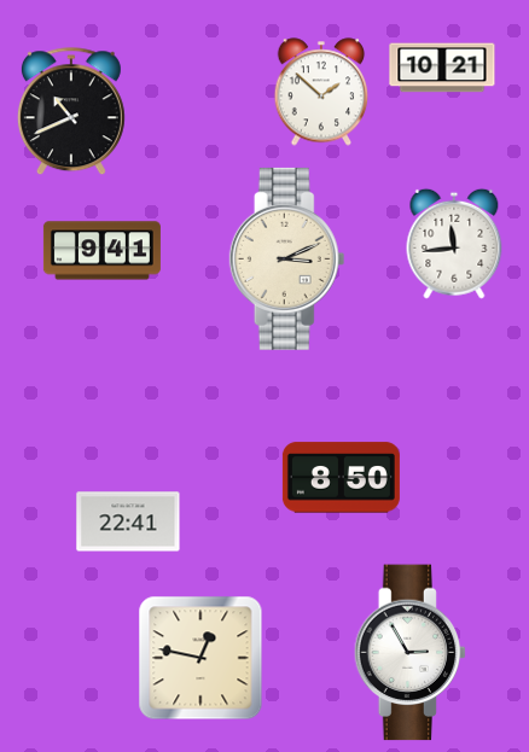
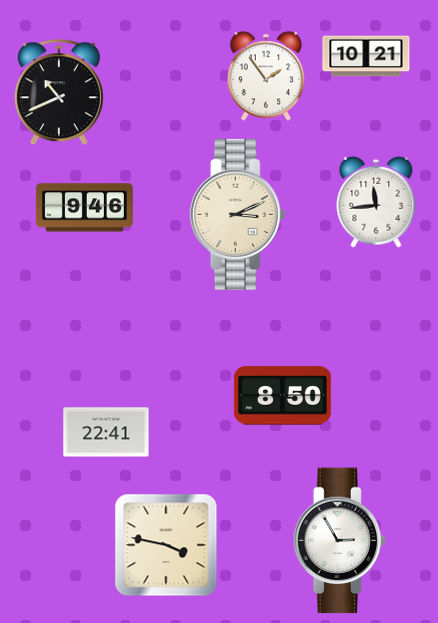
clock at (321, 92): 1:52 -> 1:54
clock at (101, 251): 9:41 -> 9:46
clock at (200, 658): 12:47 -> 3:47
